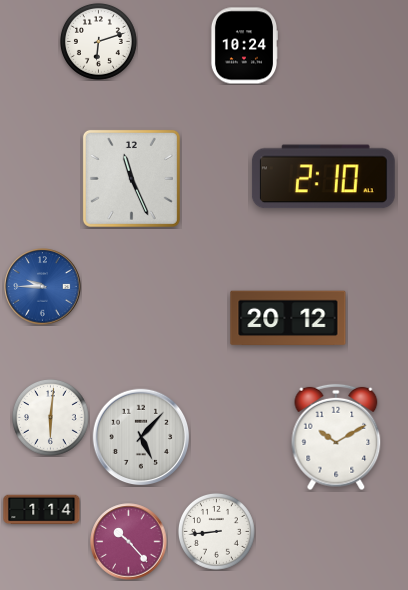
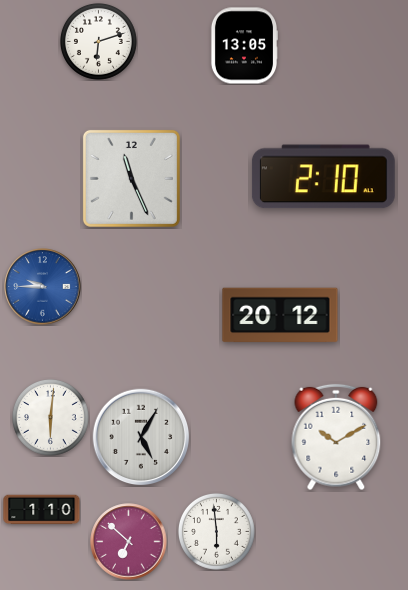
clock at (243, 46): 10:24 -> 13:05
clock at (288, 318) position: (288, 318) -> (280, 315)
clock at (141, 437): 5:07 -> 5:05
clock at (42, 510): 1:14 -> 1:10
clock at (216, 531): 8:44 -> 5:59
clock at (129, 542): 10:23 -> 6:52
